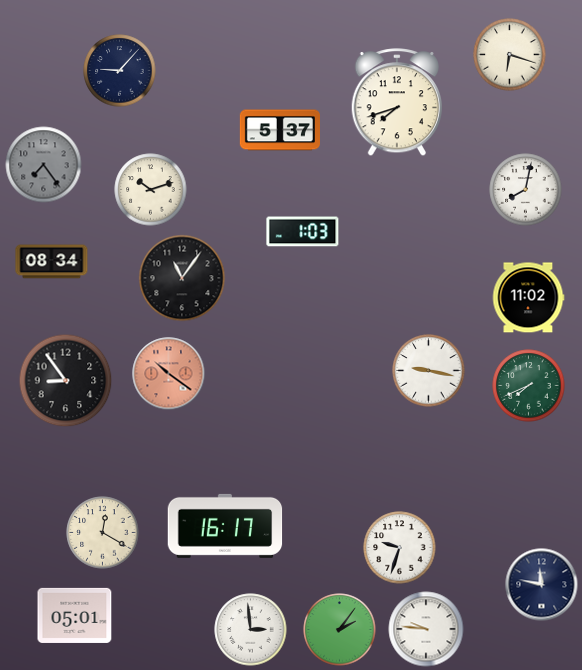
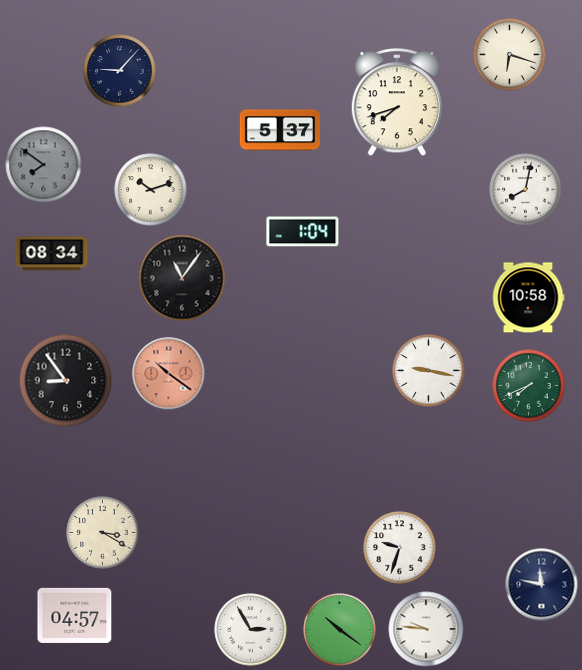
clock at (44, 165): 7:24 -> 7:51
clock at (303, 232): 1:03 -> 1:04
clock at (52, 262) position: (52, 262) -> (52, 254)
clock at (528, 298): 11:02 -> 10:58
clock at (225, 526): 16:17 -> none
clock at (103, 533): 12:20 -> 3:20
clock at (75, 615): 05:01 -> 04:57
clock at (251, 630): 2:59 -> 2:55
clock at (340, 630): 2:06 -> 10:21
